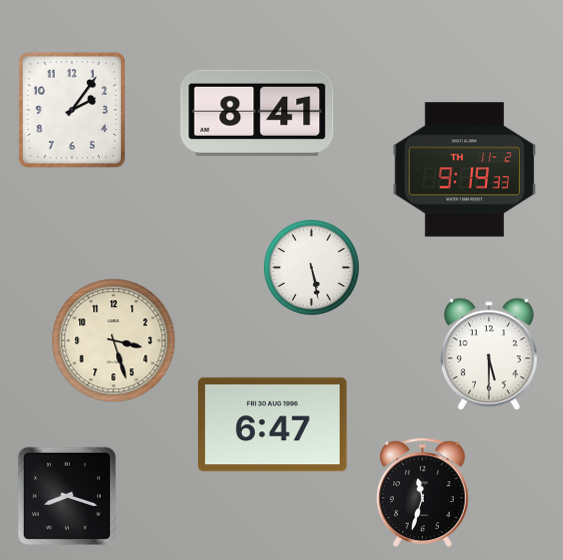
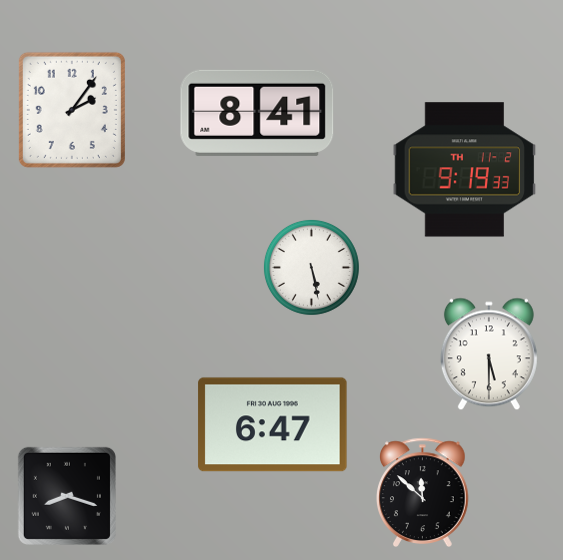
clock at (114, 341): 3:27 -> none
clock at (423, 492): 11:33 -> 11:52
